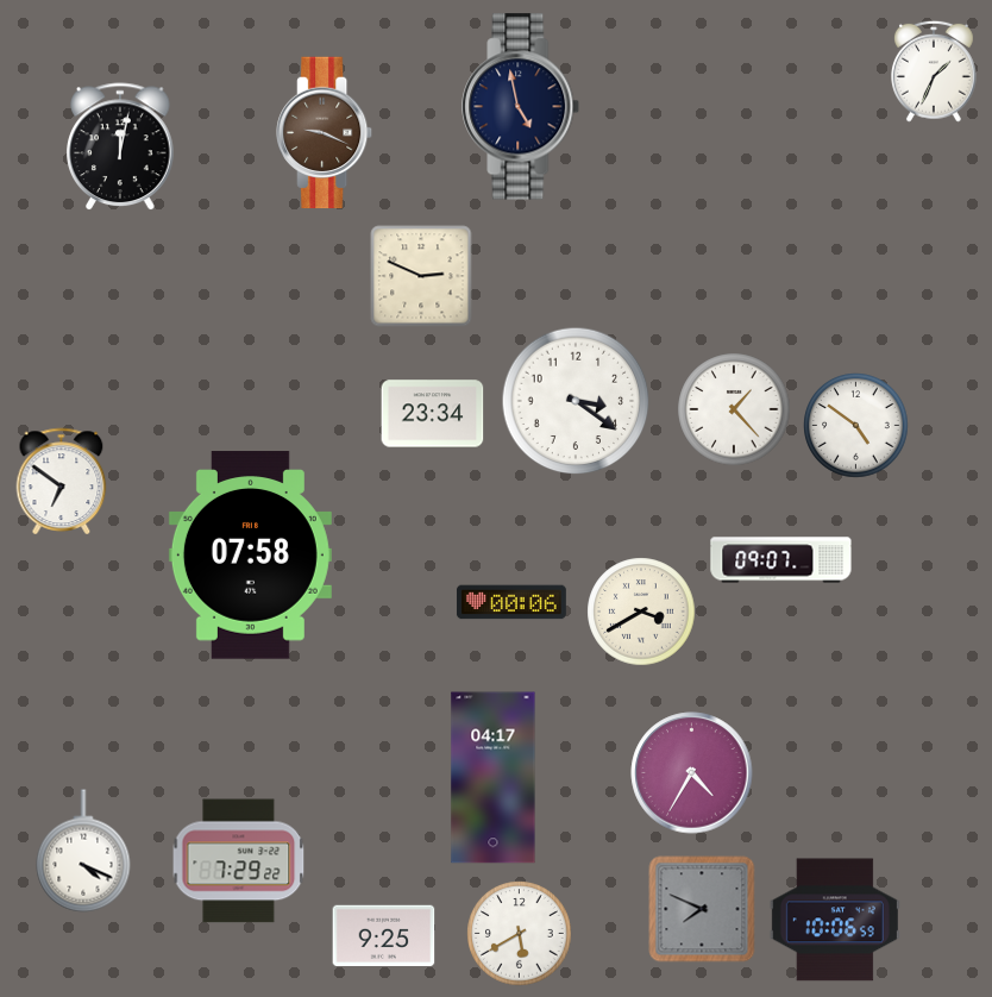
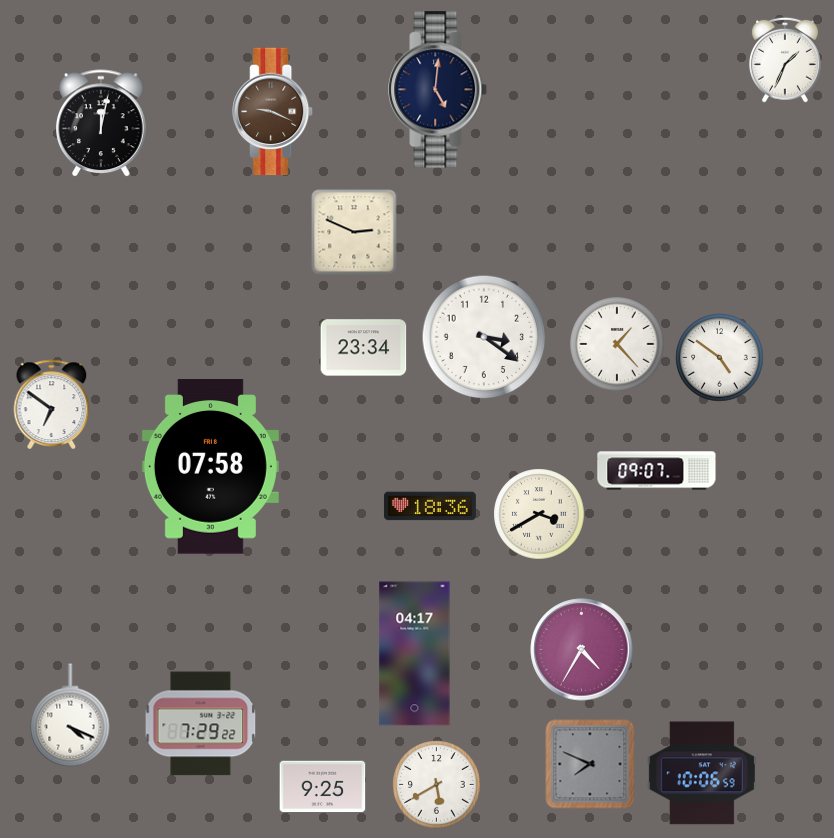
clock at (521, 107): 4:58 -> 5:01
clock at (511, 602): 00:06 -> 18:36
